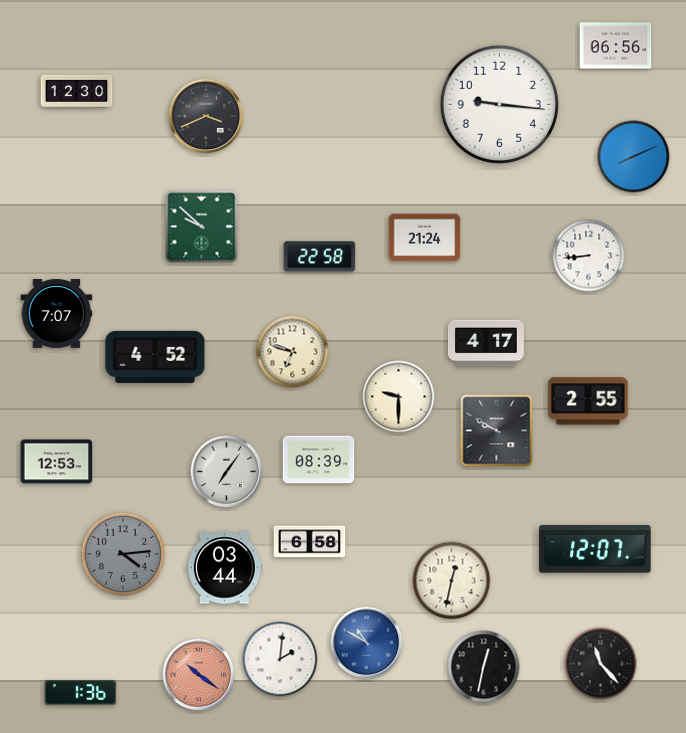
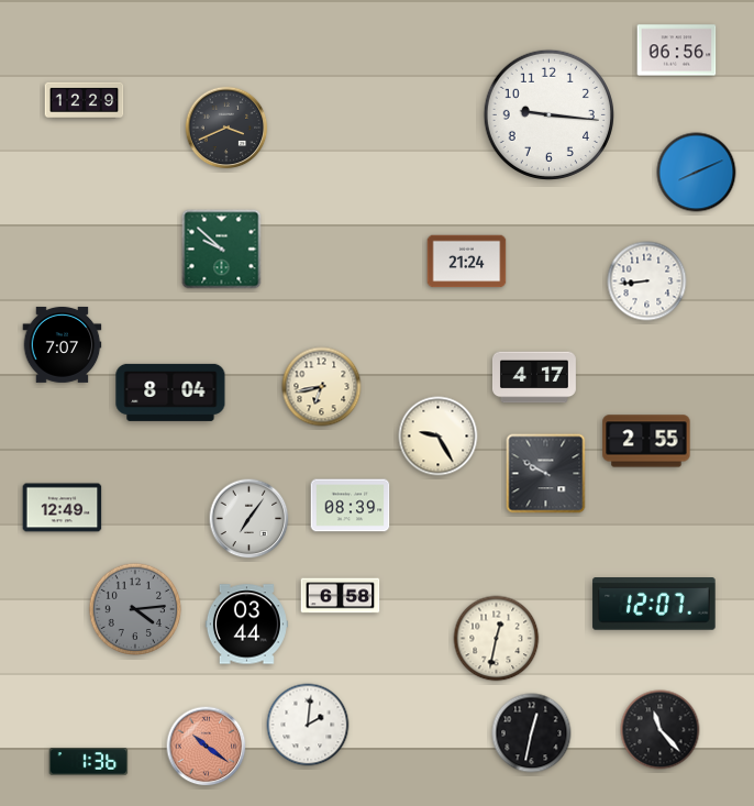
clock at (77, 91): 12:30 -> 12:29
clock at (320, 257): 22:58 -> none
clock at (293, 352): 6:48 -> 6:43
clock at (155, 357): 4:52 -> 8:04
clock at (399, 397): 9:30 -> 9:25
clock at (57, 462): 12:53 -> 12:49
clock at (367, 643): 10:50 -> none
clock at (199, 675) position: (199, 675) -> (207, 747)
